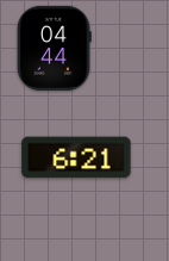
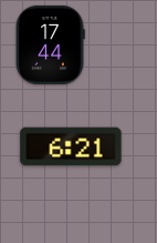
clock at (54, 48): 04:44 -> 17:44
